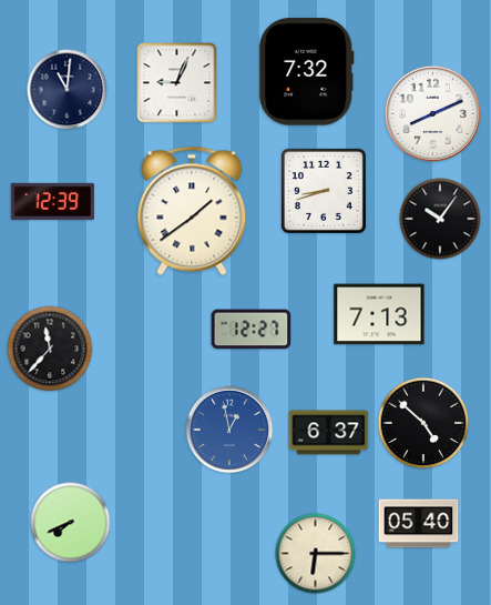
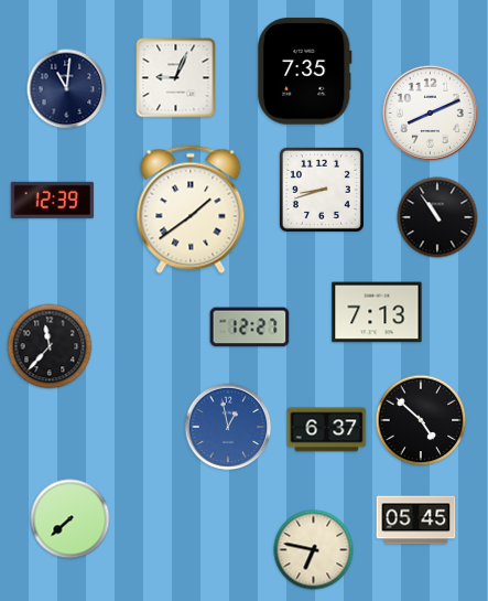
clock at (307, 72): 7:32 -> 7:35
clock at (177, 83) position: (177, 83) -> (176, 78)
clock at (440, 219): 10:06 -> 10:54
clock at (71, 523): 7:41 -> 7:38
clock at (419, 524): 05:40 -> 05:45
clock at (316, 554): 6:15 -> 6:47
